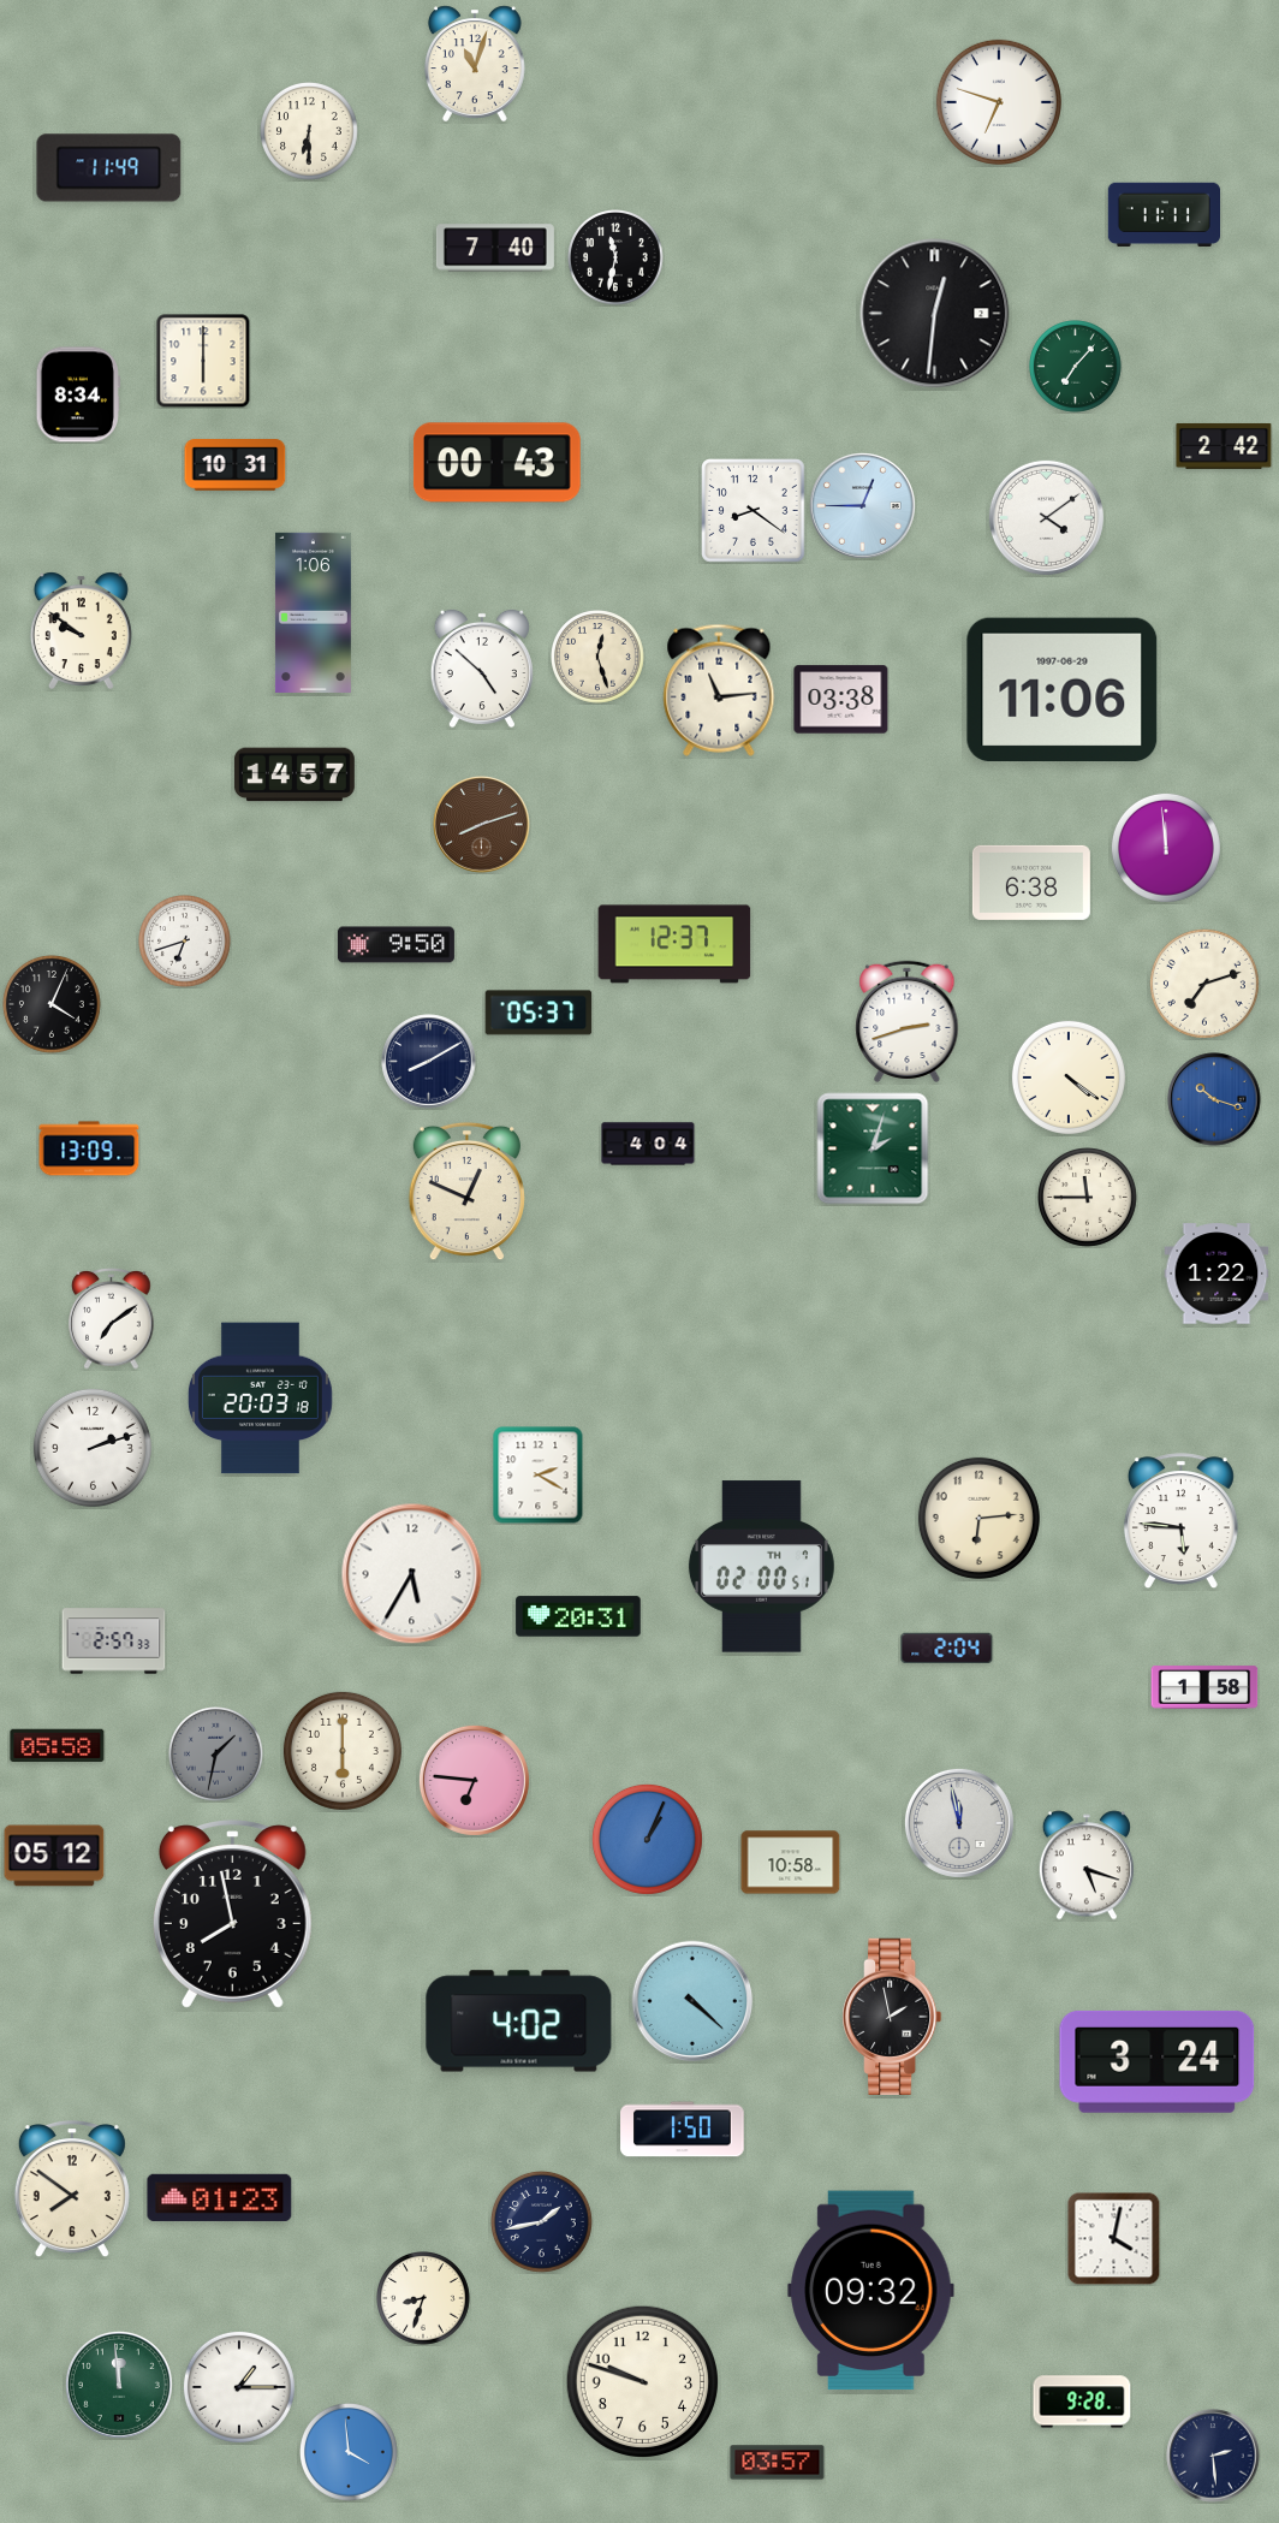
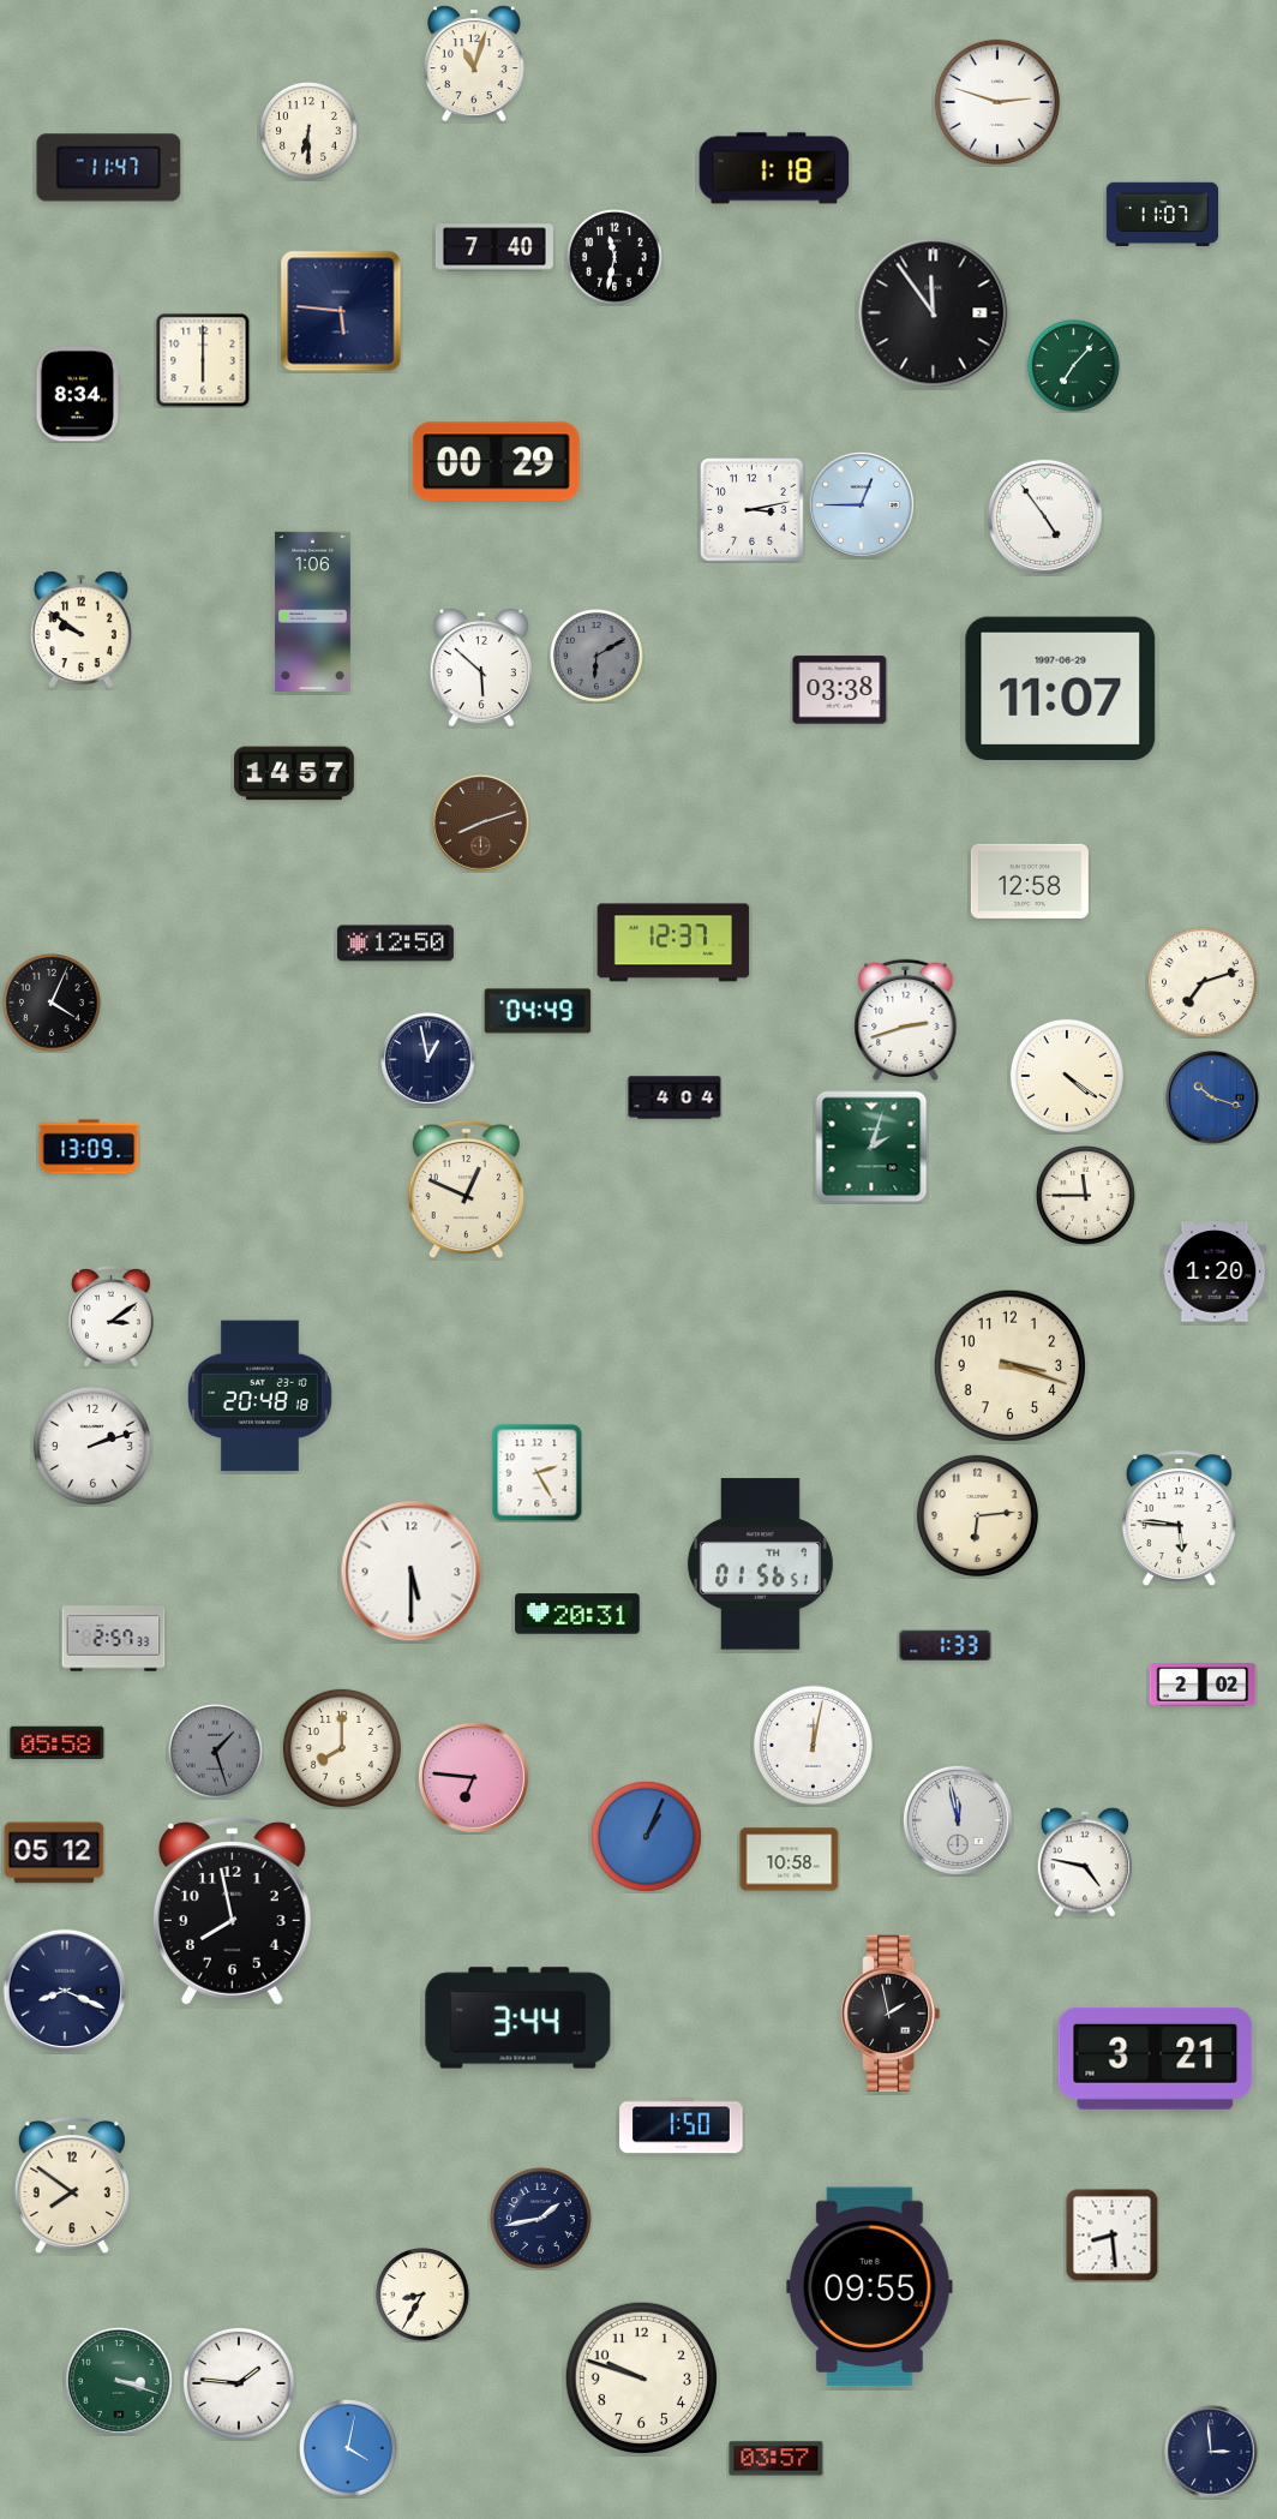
clock at (999, 102): 6:48 -> 2:48
clock at (109, 168): 11:49 -> 11:47
clock at (774, 168): none -> 1:18
clock at (1164, 214): 11:11 -> 11:07
clock at (341, 311): none -> 5:46
clock at (935, 314): 12:31 -> 11:54
clock at (1224, 446): 2:42 -> none
clock at (496, 463): 00:43 -> 00:29
clock at (236, 465): 10:31 -> none
clock at (754, 511): 8:21 -> 3:13
clock at (1046, 517): 4:09 -> 4:54
clock at (597, 658): 12:27 -> 6:10
clock at (597, 658) dial: cream -> grey
clock at (482, 669): 4:52 -> 5:52
clock at (1063, 689): 11:06 -> 11:07
clock at (719, 690): 11:14 -> none
clock at (841, 700) position: (841, 700) -> (840, 690)
clock at (1166, 848): 11:59 -> none
clock at (1031, 883): 6:38 -> 12:58
clock at (185, 942): 6:42 -> none
clock at (395, 945): 9:50 -> 12:50
clock at (539, 1013): 05:37 -> 04:49
clock at (429, 1062): 8:10 -> 12:58
clock at (648, 1144) position: (648, 1144) -> (675, 1097)
clock at (1216, 1274): 1:22 -> 1:20
clock at (112, 1319): 7:09 -> 3:09
clock at (1011, 1366): none -> 3:18
clock at (260, 1399): 20:03 -> 20:48
clock at (539, 1476): 2:20 -> 2:25
clock at (761, 1567): 02:00 -> 01:56
clock at (412, 1574): 5:35 -> 5:30
clock at (947, 1649): 2:04 -> 1:33
clock at (1204, 1687): 1:58 -> 2:02
clock at (813, 1745): none -> 12:02
clock at (343, 1751): 6:00 -> 8:00
clock at (216, 1755): 1:32 -> 1:27
clock at (1087, 1865): 5:18 -> 4:47
clock at (65, 1991): none -> 8:19
clock at (692, 2001): 4:22 -> none
clock at (519, 2022): 4:02 -> 3:44
clock at (1158, 2061): 3:24 -> 3:21
clock at (220, 2197): 01:23 -> none
clock at (1113, 2238): 4:02 -> 8:29
clock at (871, 2291): 09:32 -> 09:55
clock at (423, 2299): 8:33 -> 8:35
clock at (119, 2385): 11:59 -> 3:18
clock at (239, 2387): 1:15 -> 1:46
clock at (1082, 2402): 9:28 -> none
clock at (350, 2453): 3:59 -> 4:02
clock at (1213, 2456): 2:29 -> 2:59
